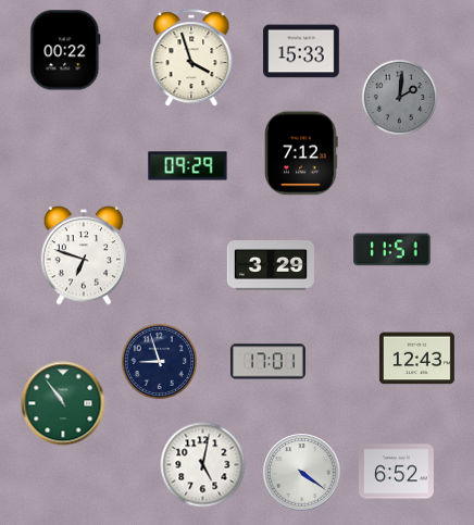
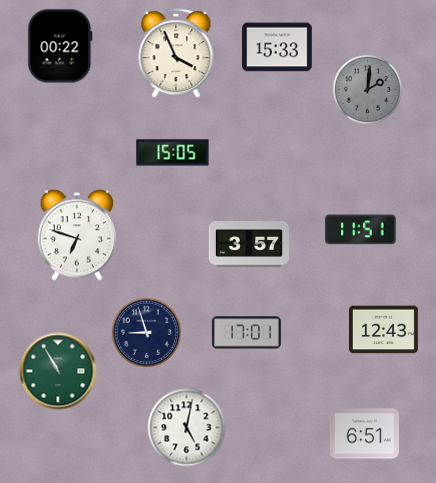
clock at (191, 59): 3:57 -> 3:56
clock at (302, 153): 7:12 -> none
clock at (188, 166): 09:29 -> 15:05
clock at (271, 265): 3:29 -> 3:57
clock at (63, 403): 10:54 -> 10:55
clock at (396, 472): 6:52 -> 6:51
clock at (302, 473): 4:21 -> none
